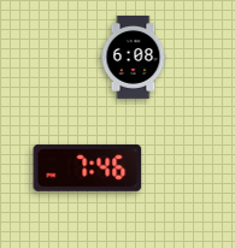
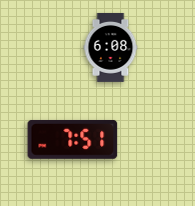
clock at (88, 167): 7:46 -> 7:51
